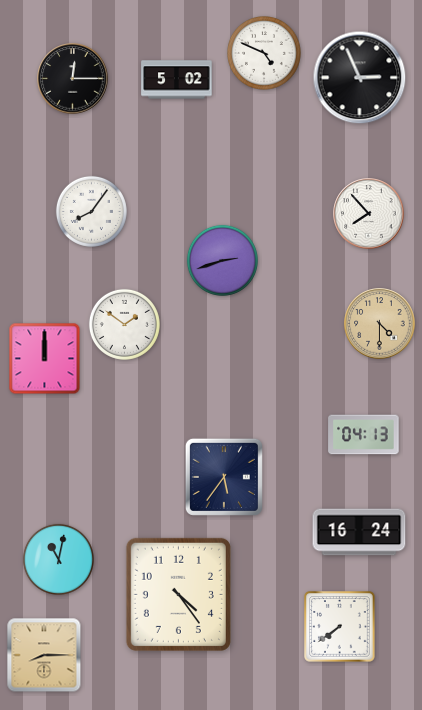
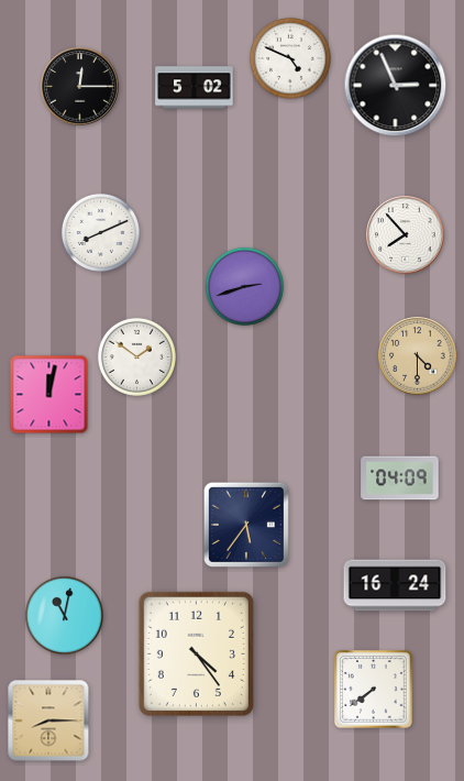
clock at (91, 211): 8:06 -> 8:11
clock at (45, 359): 12:00 -> 12:02
clock at (364, 435): 04:13 -> 04:09
